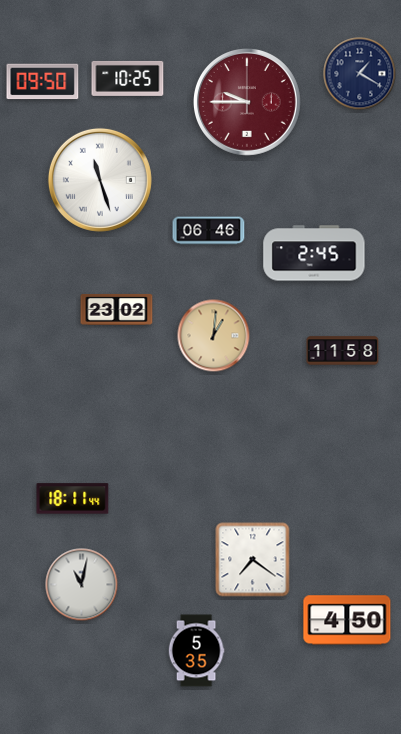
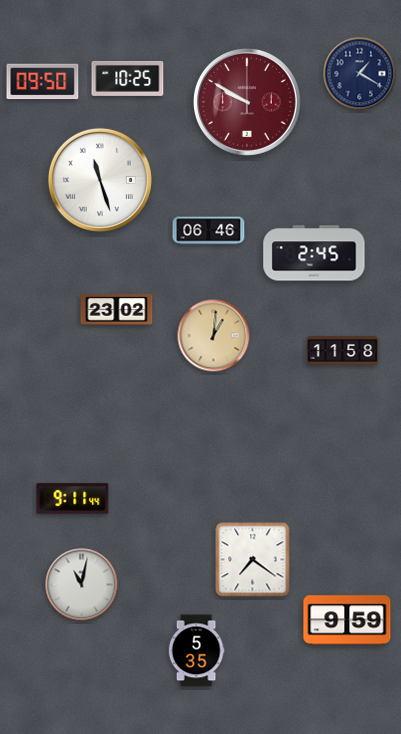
clock at (247, 102): 9:45 -> 9:50
clock at (73, 499): 18:11 -> 9:11
clock at (347, 620): 4:50 -> 9:59
